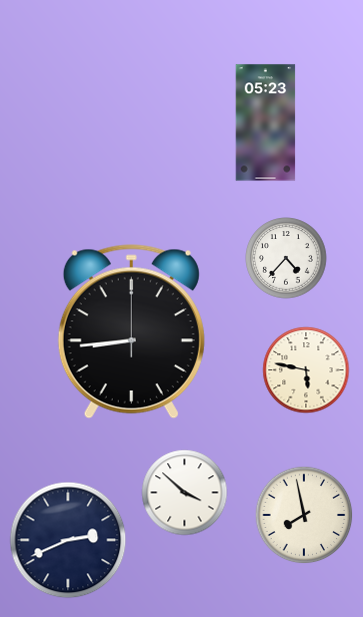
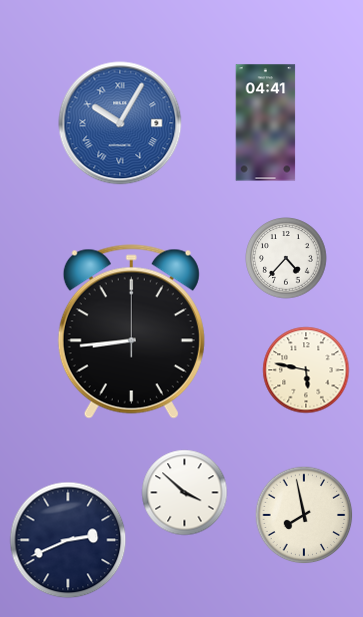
clock at (120, 123): none -> 10:05
clock at (266, 123): 05:23 -> 04:41
